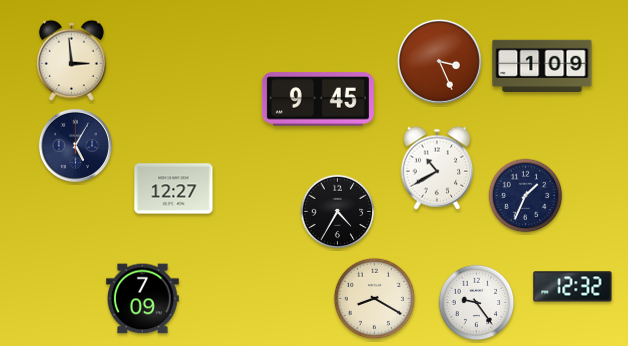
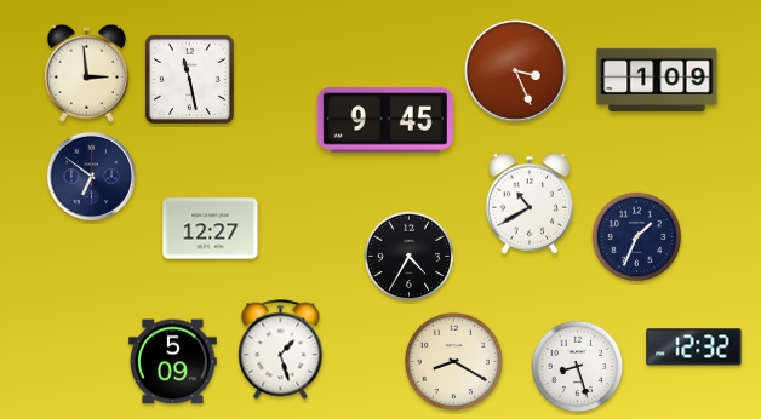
clock at (439, 61) position: (439, 61) -> (515, 70)
clock at (189, 79): none -> 11:28
clock at (75, 145): 5:05 -> 6:51
clock at (281, 350): none -> 1:27
clock at (143, 299): 7:09 -> 5:09
clock at (477, 303): 9:24 -> 8:27
